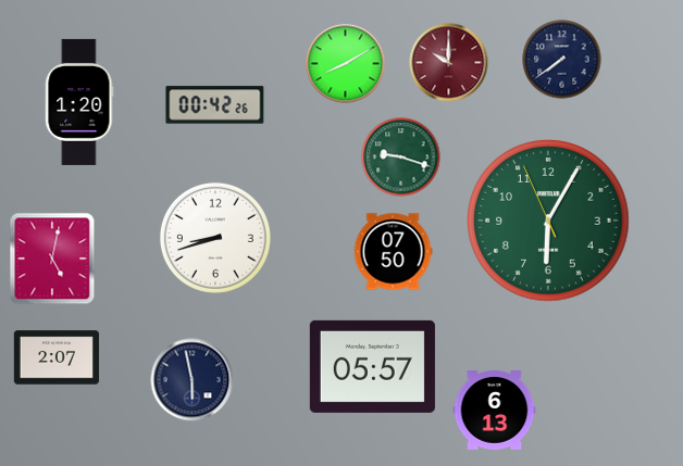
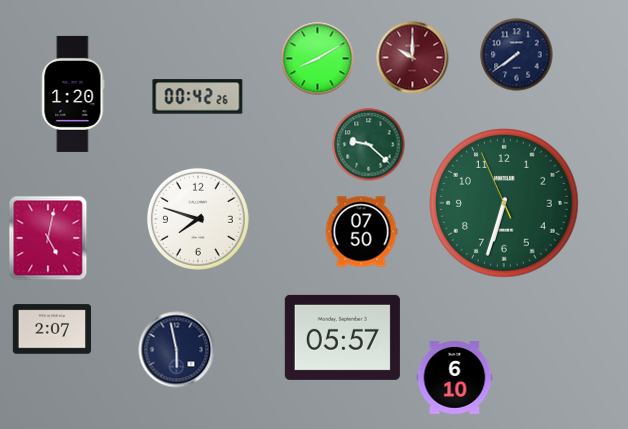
clock at (401, 158): 9:18 -> 9:22
clock at (548, 221): 6:04 -> 6:32
clock at (215, 238): 8:42 -> 7:48
clock at (495, 411): 6:13 -> 6:10
